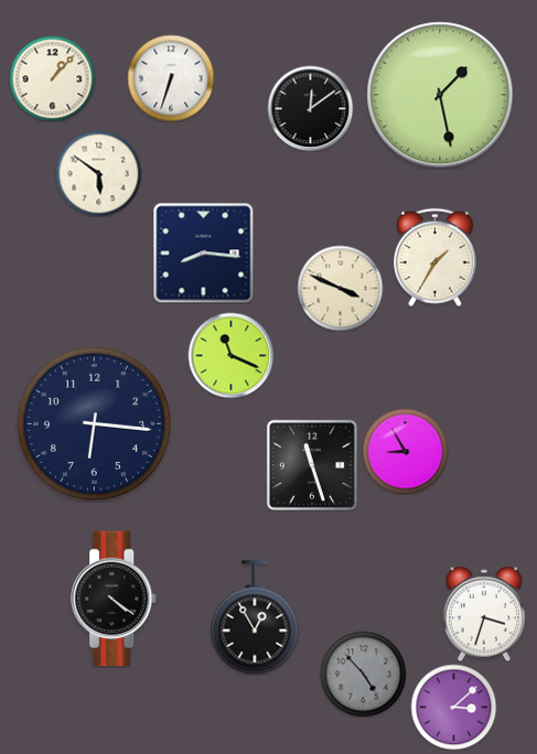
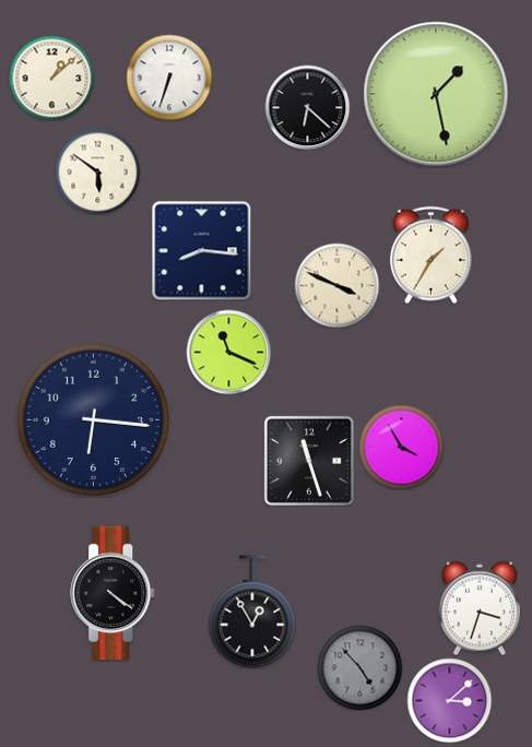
clock at (52, 78): 1:07 -> 1:08
clock at (310, 108): 12:09 -> 6:22
clock at (405, 451): 8:55 -> 3:55
